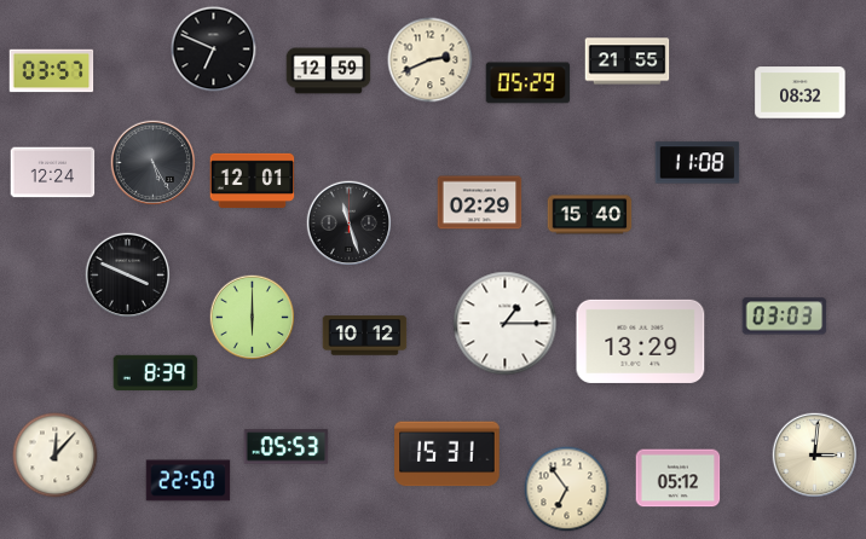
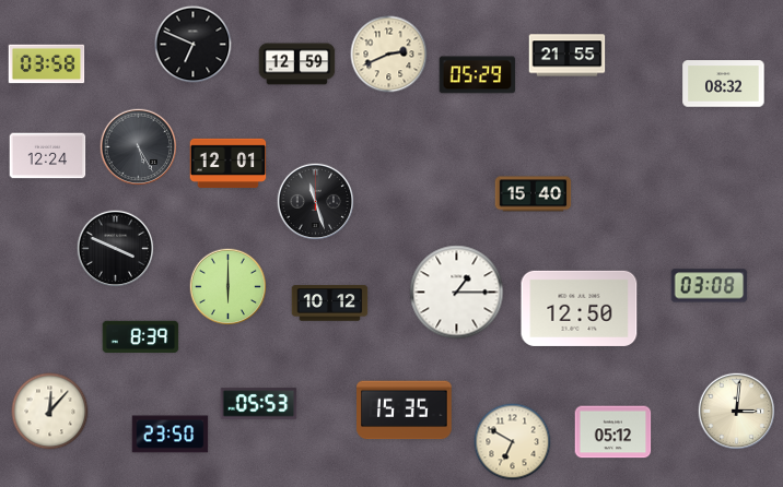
clock at (52, 71): 03:57 -> 03:58
clock at (698, 163): 11:08 -> none
clock at (480, 203): 02:29 -> none
clock at (785, 317): 03:03 -> 03:08
clock at (641, 341): 13:29 -> 12:50
clock at (448, 454): 15:31 -> 15:35
clock at (189, 481): 22:50 -> 23:50
clock at (567, 489): 6:54 -> 6:50
